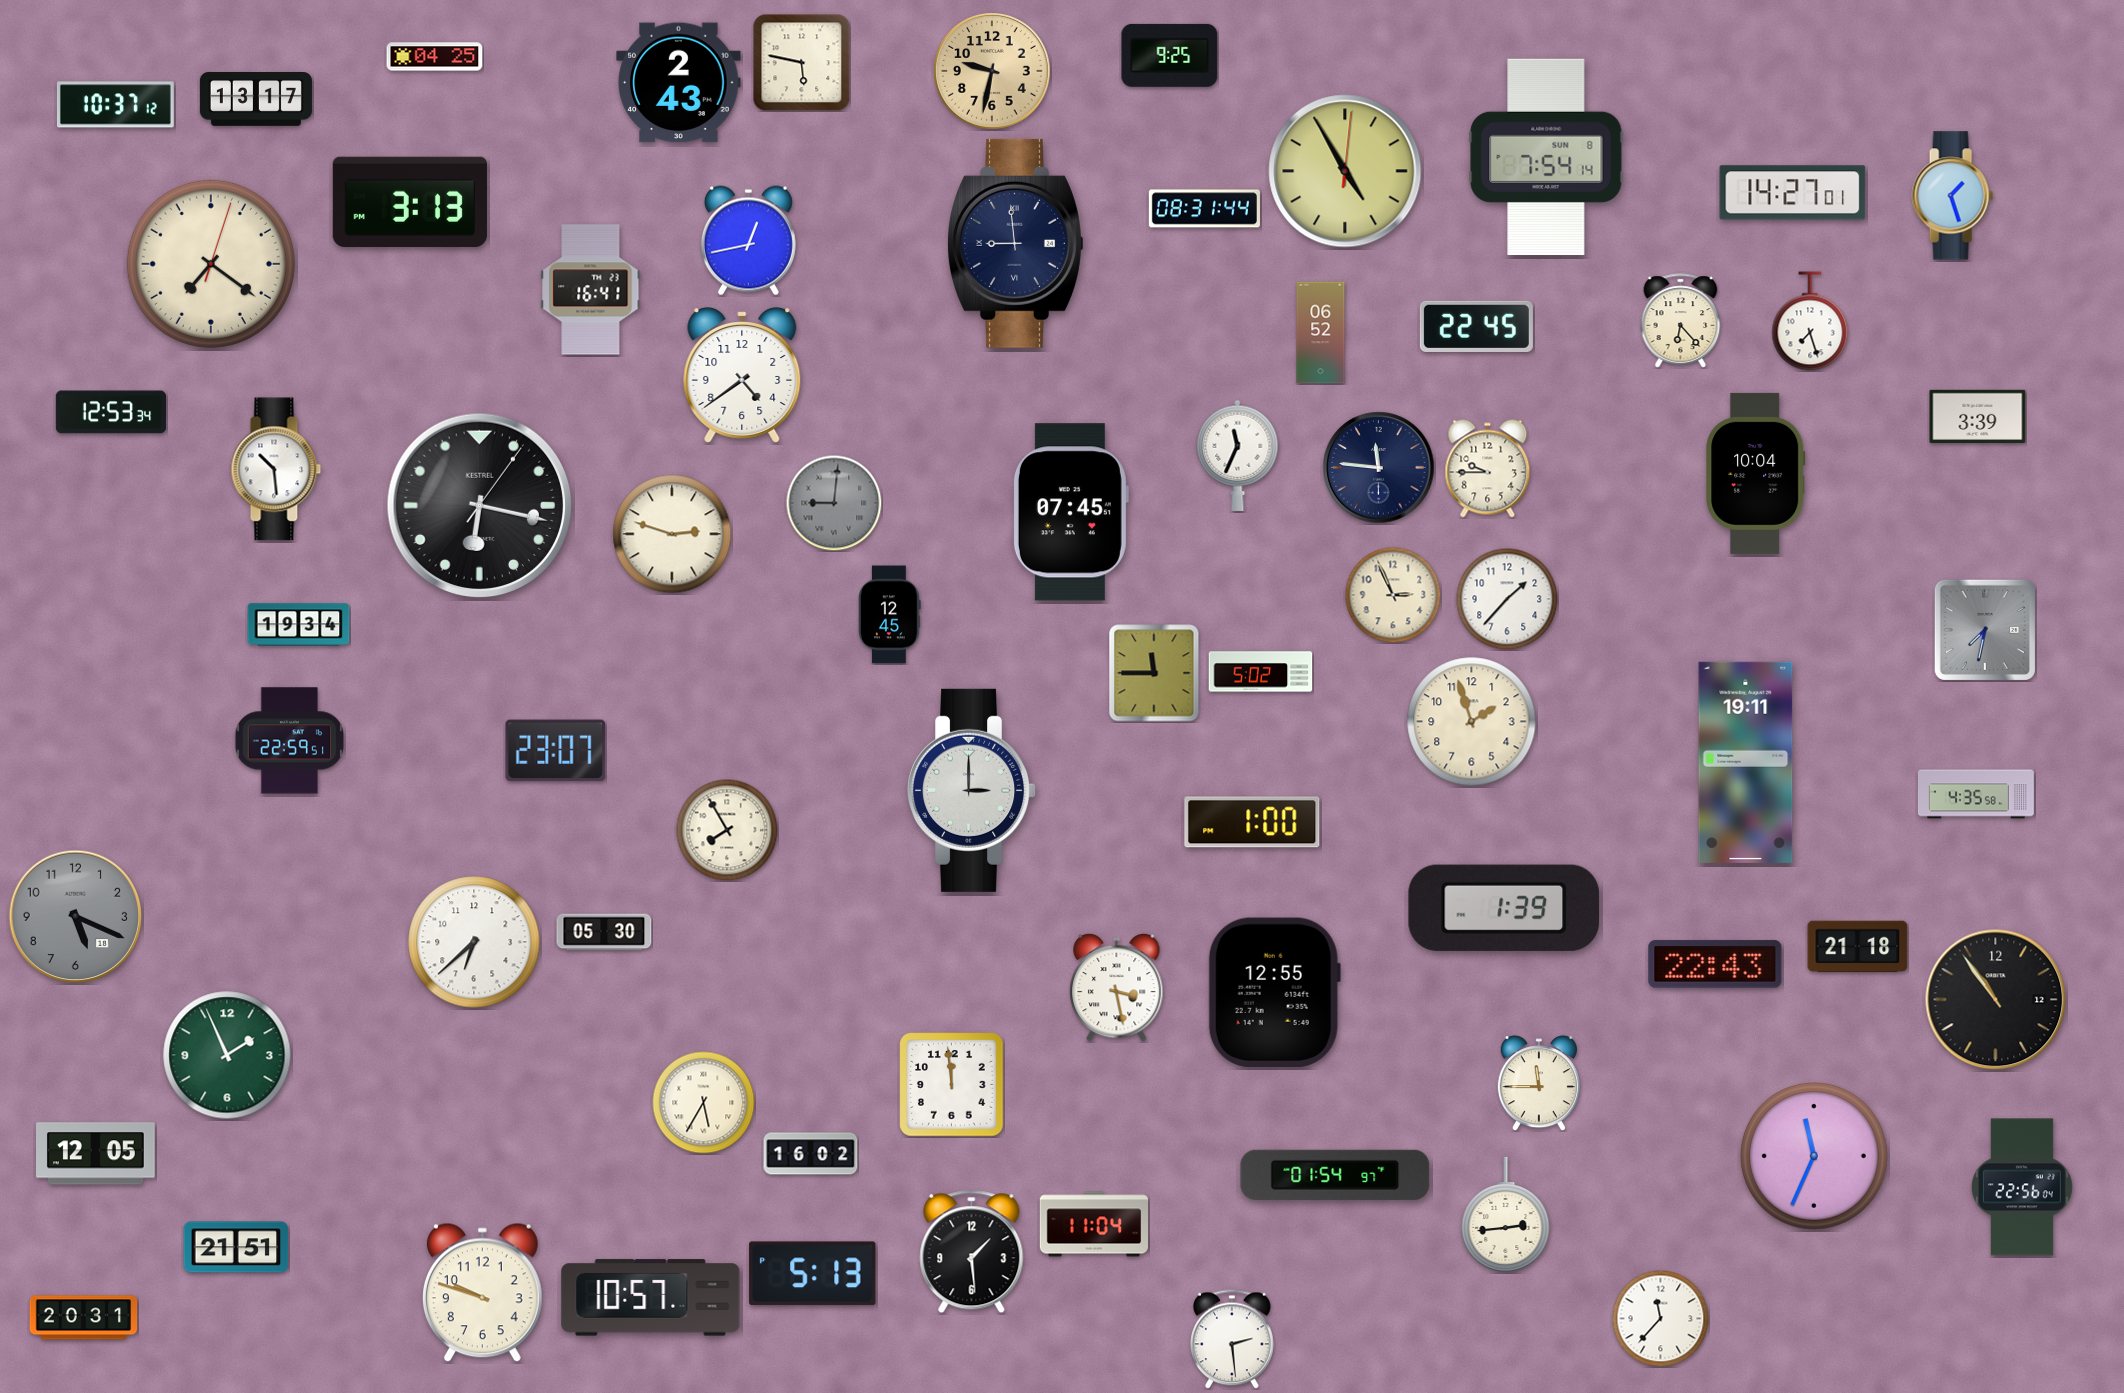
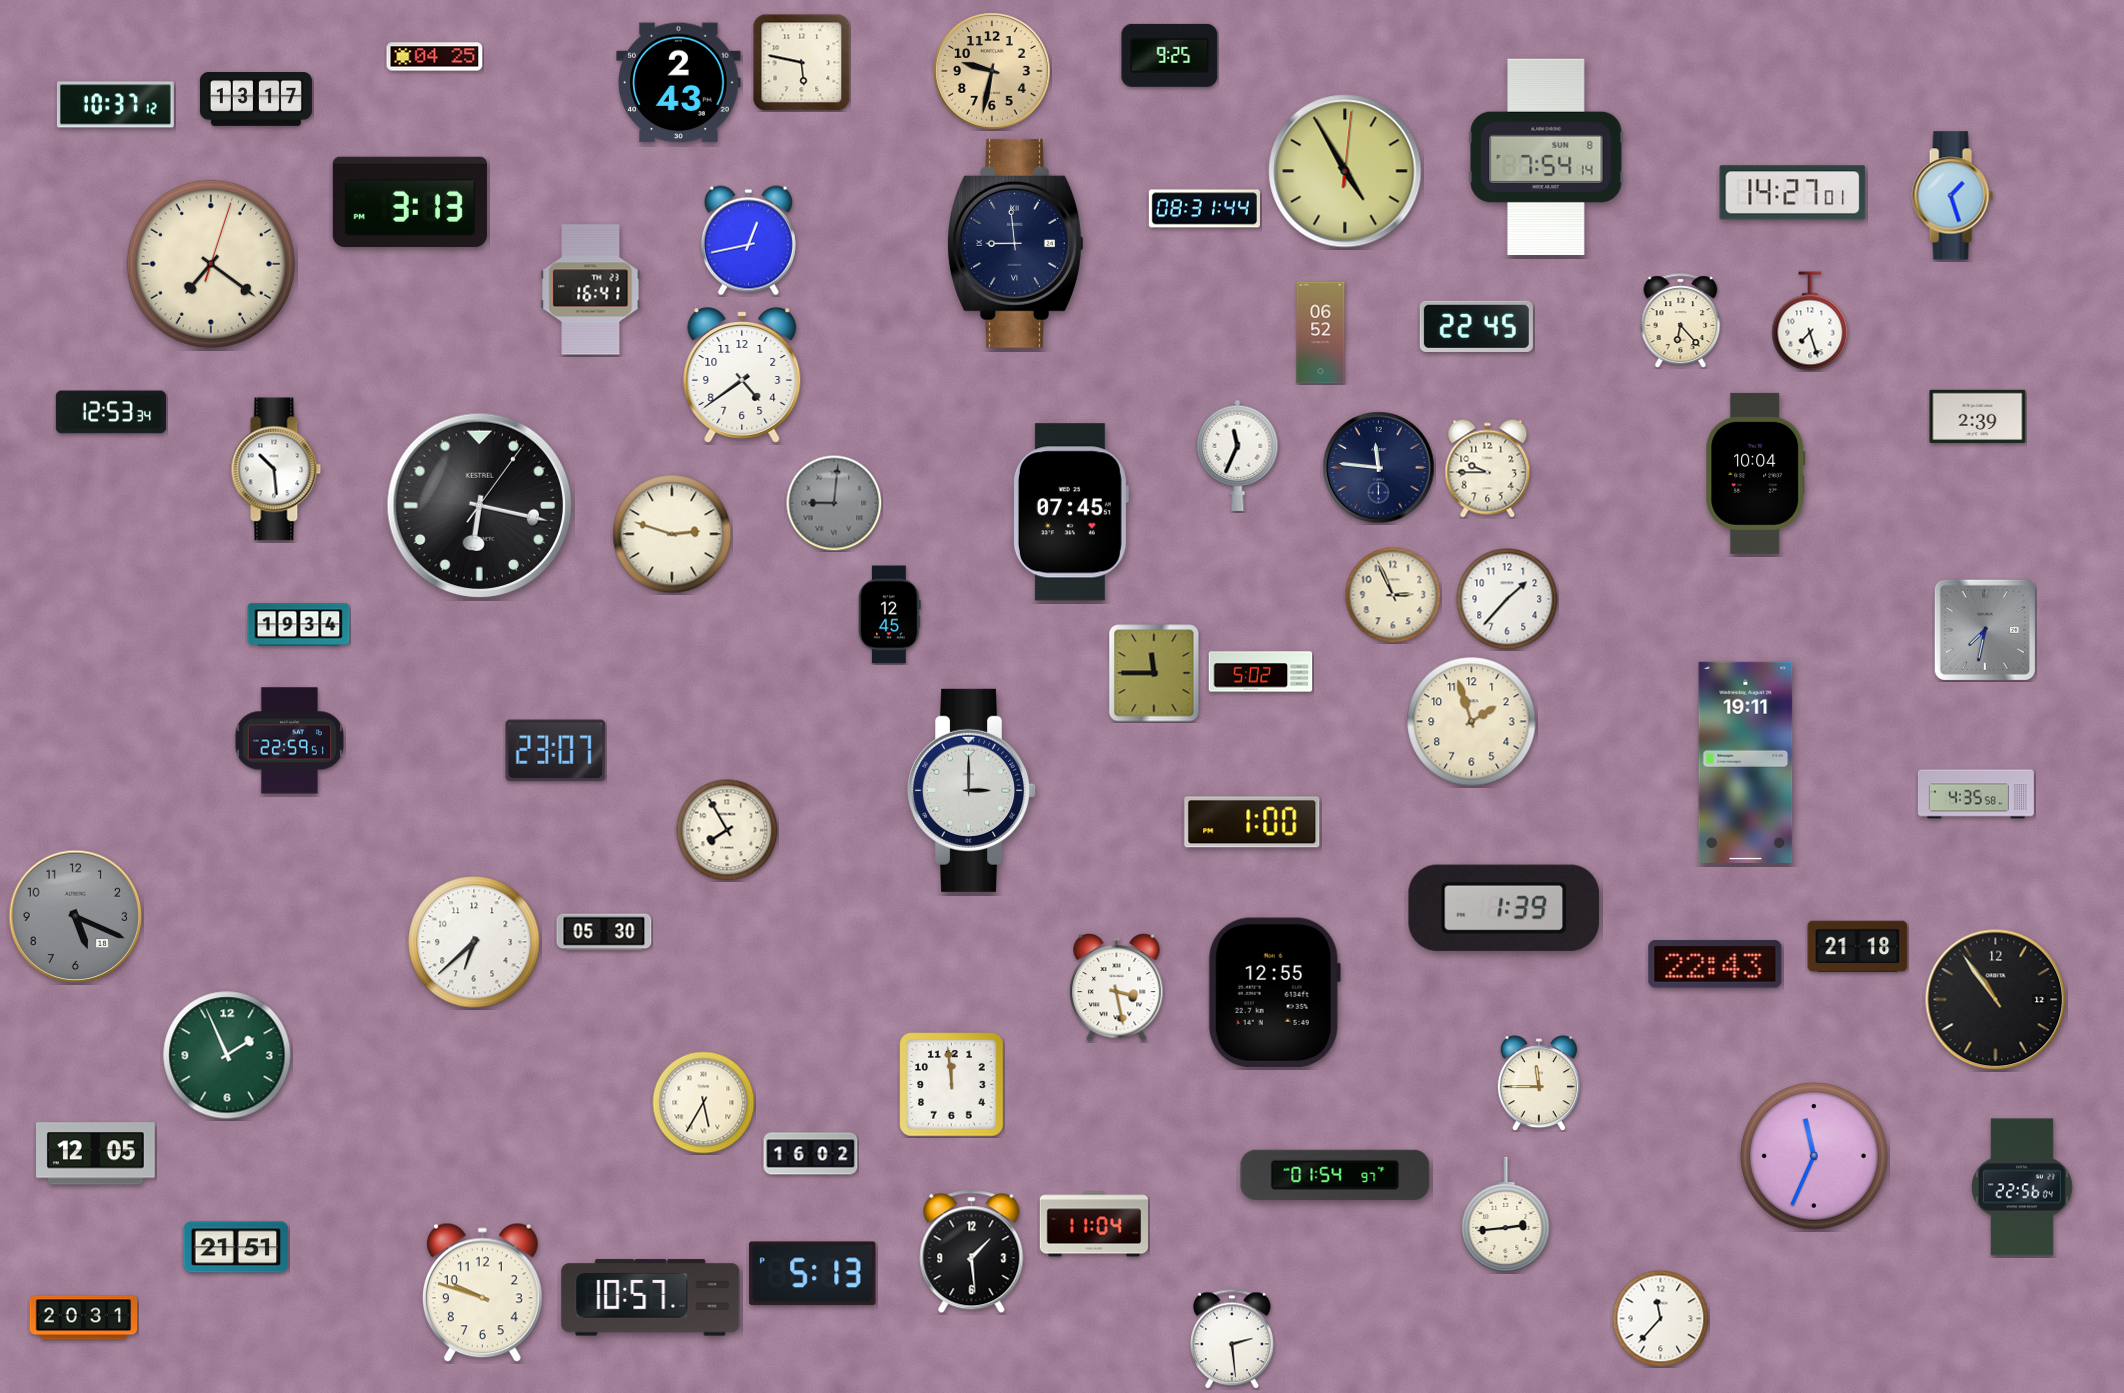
clock at (1978, 416): 3:39 -> 2:39
